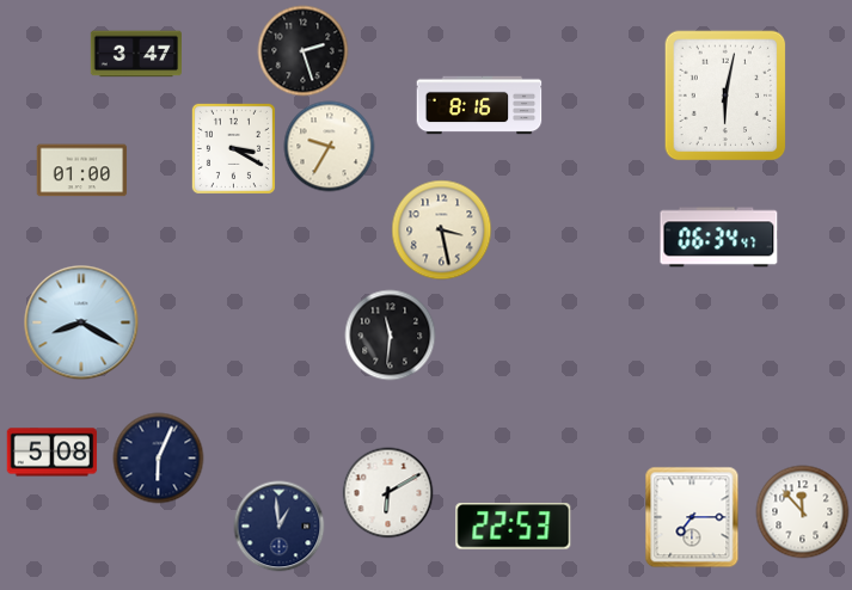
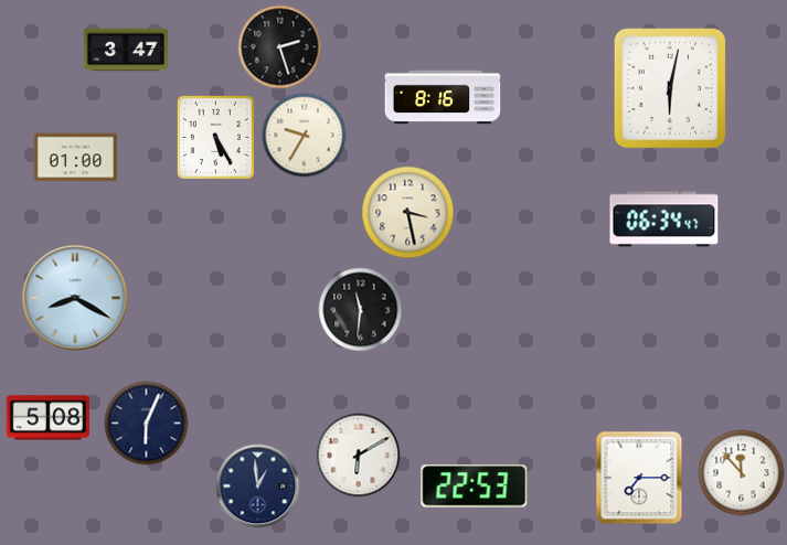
clock at (233, 148): 3:20 -> 5:25
